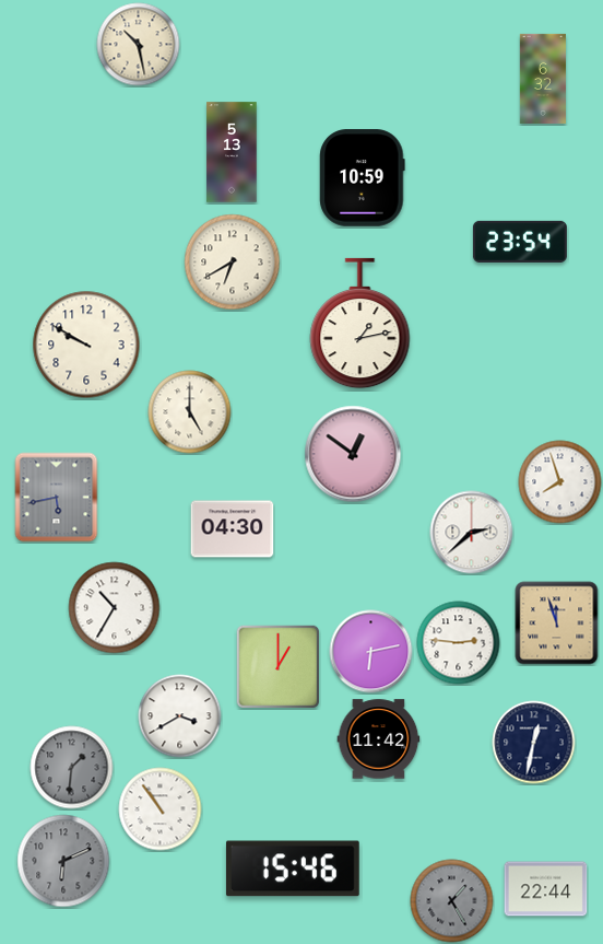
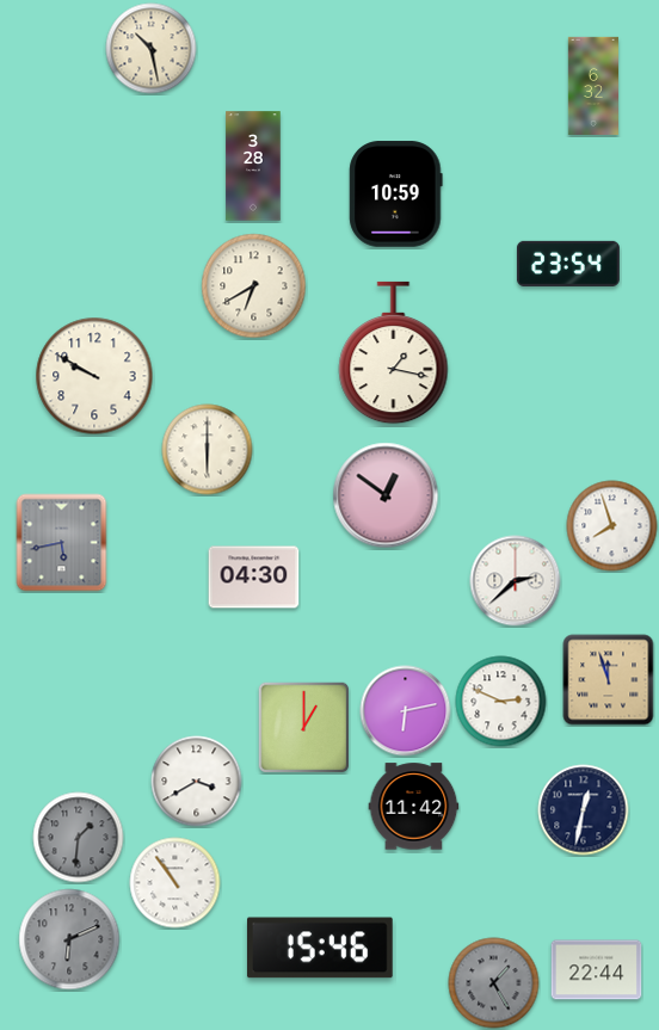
clock at (232, 152): 5:13 -> 3:28
clock at (360, 324): 1:13 -> 1:17
clock at (190, 412): 5:00 -> 6:00
clock at (115, 608): 10:35 -> none
clock at (459, 643): 2:46 -> 2:49
